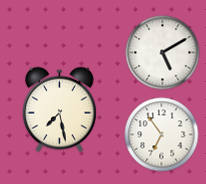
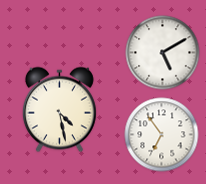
clock at (59, 110): 7:28 -> 4:28
